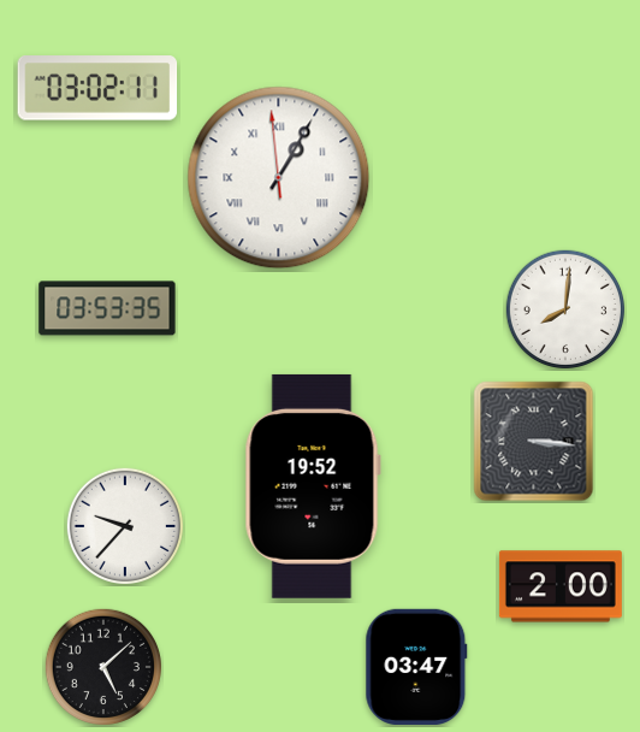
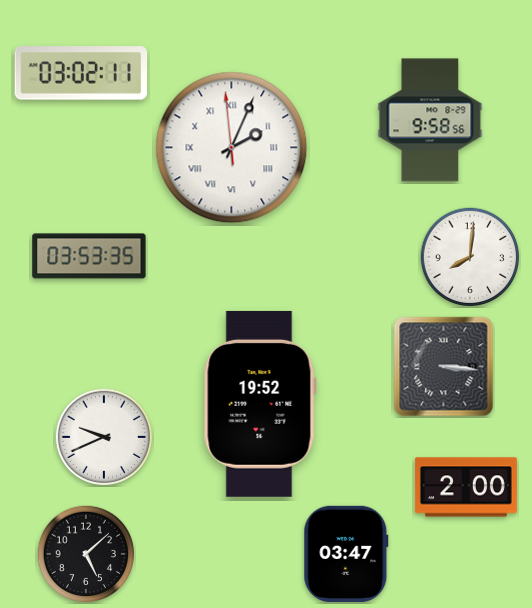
clock at (430, 120): none -> 9:58
clock at (279, 178): 1:04 -> 2:03
clock at (124, 525): 9:37 -> 9:41
